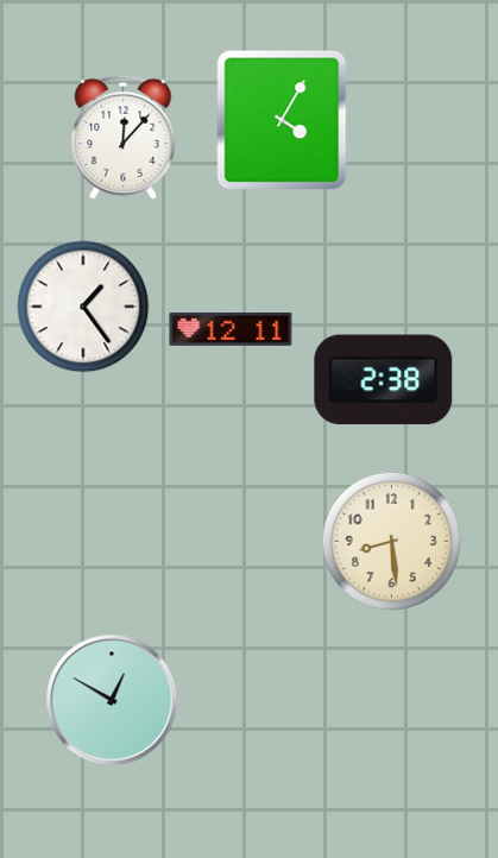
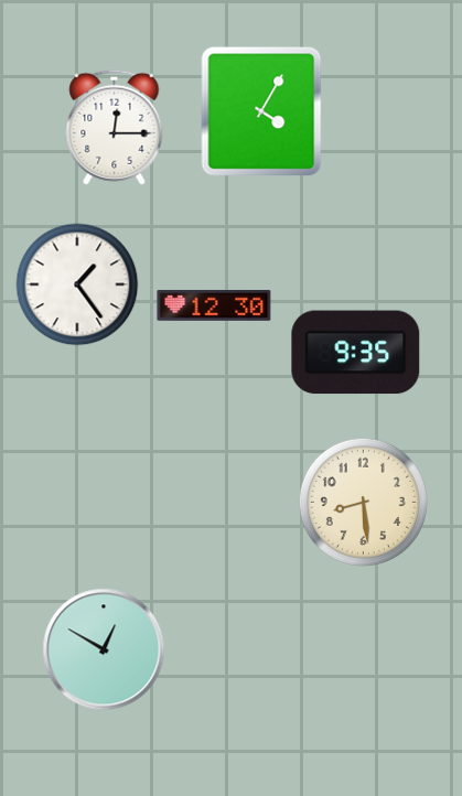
clock at (124, 137): 12:07 -> 12:15
clock at (231, 329): 12:11 -> 12:30
clock at (384, 380): 2:38 -> 9:35
